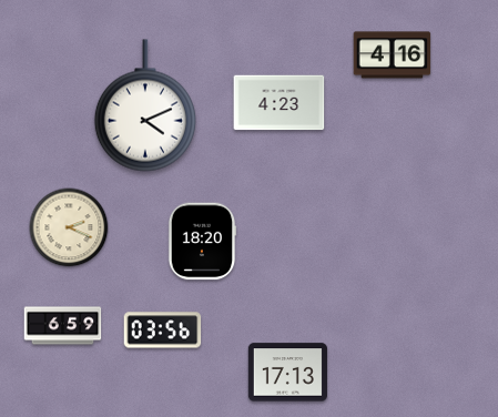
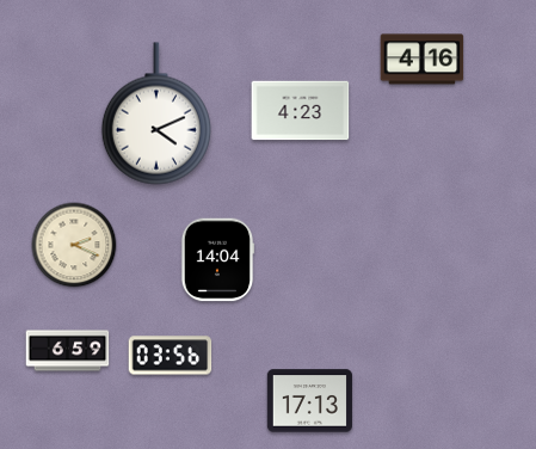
clock at (202, 242): 18:20 -> 14:04
clock at (163, 330) position: (163, 330) -> (171, 356)
